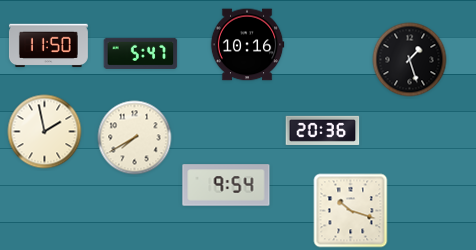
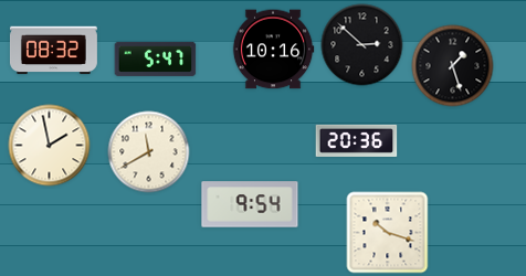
clock at (362, 45): none -> 2:52
clock at (48, 46): 11:50 -> 08:32
clock at (323, 130) position: (323, 130) -> (357, 140)
clock at (135, 138): 7:40 -> 11:40
